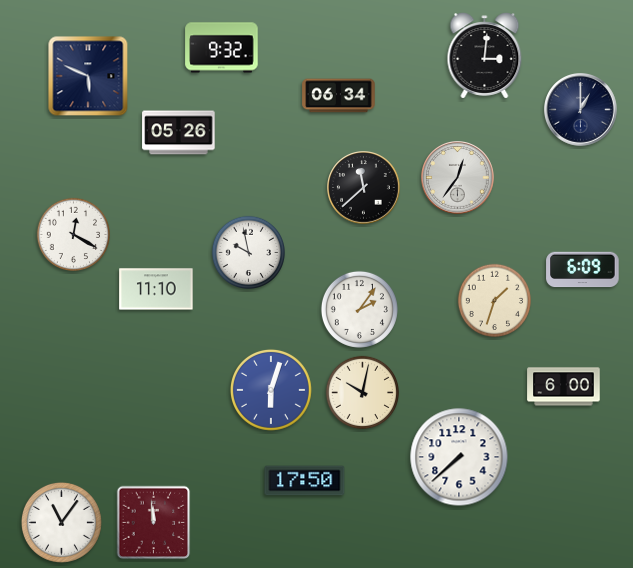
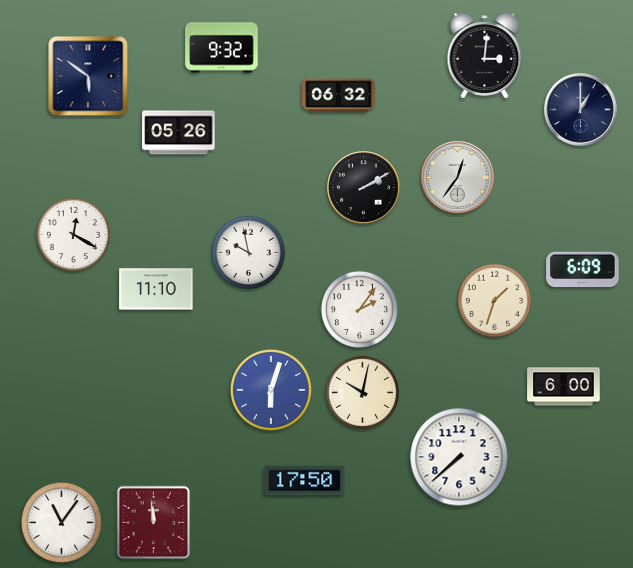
clock at (88, 76): 5:49 -> 5:51
clock at (339, 96): 06:34 -> 06:32
clock at (364, 188): 11:38 -> 2:10
